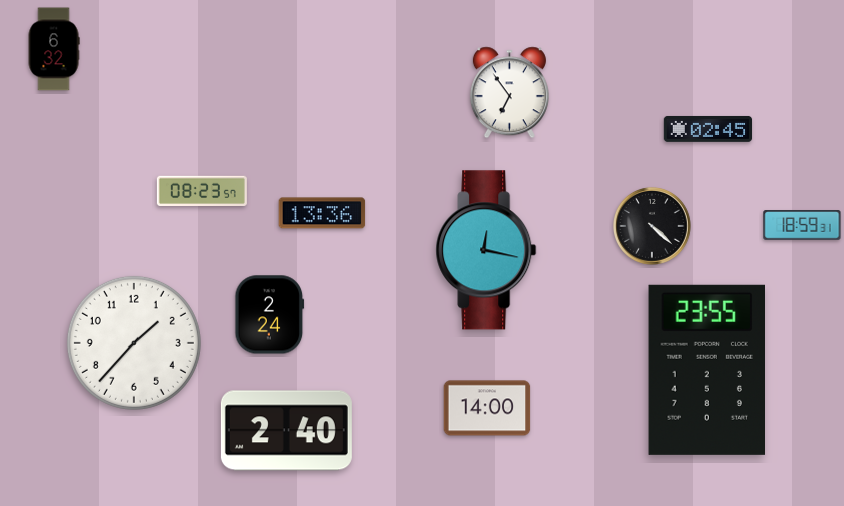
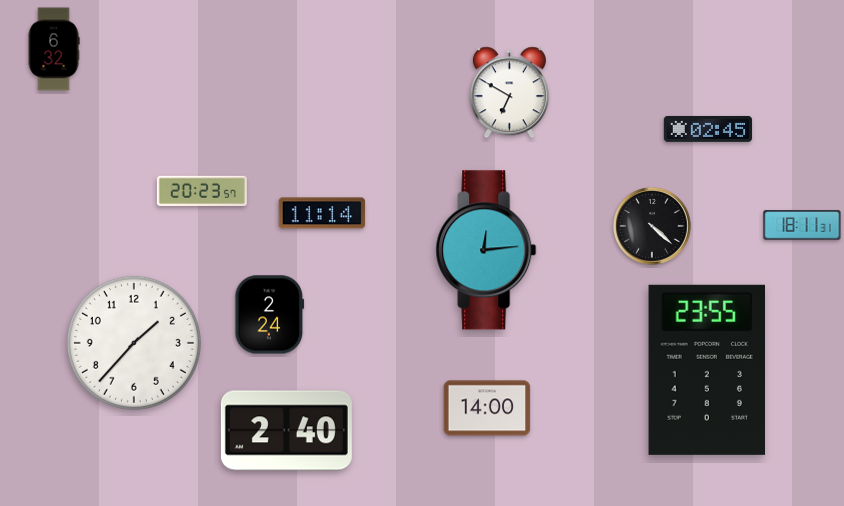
clock at (509, 93): 6:54 -> 6:50
clock at (202, 190): 08:23 -> 20:23
clock at (322, 213): 13:36 -> 11:14
clock at (802, 225): 18:59 -> 18:11
clock at (486, 250): 12:17 -> 12:14
